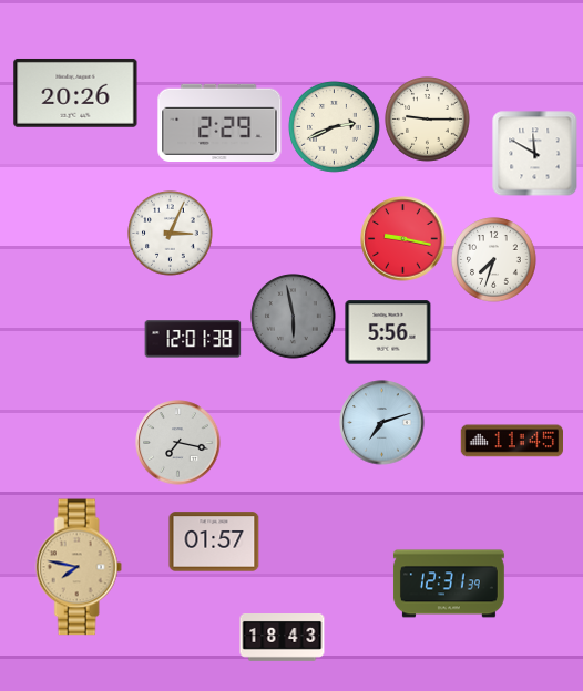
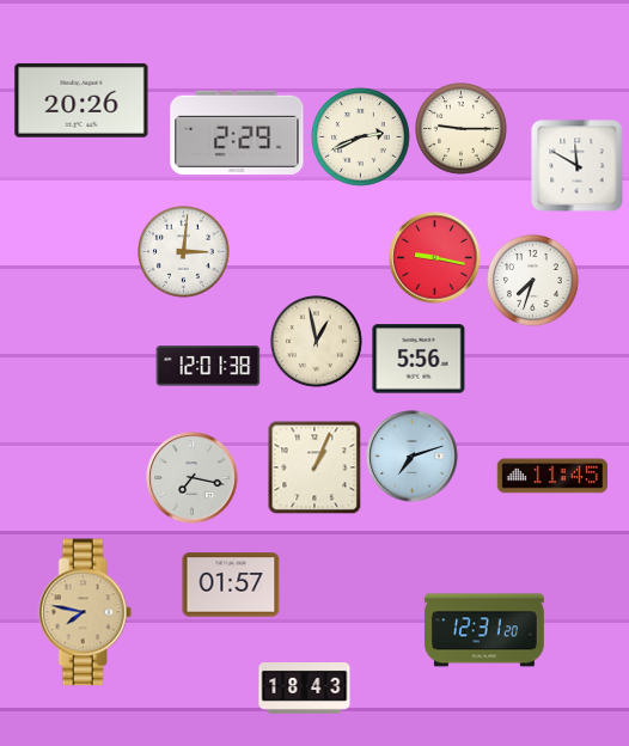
clock at (171, 234): 3:04 -> 3:01
clock at (294, 317): 5:58 -> 12:58
clock at (294, 317) dial: grey -> cream
clock at (314, 467): none -> 1:04
clock at (449, 584): 12:31:39 -> 12:31:20
